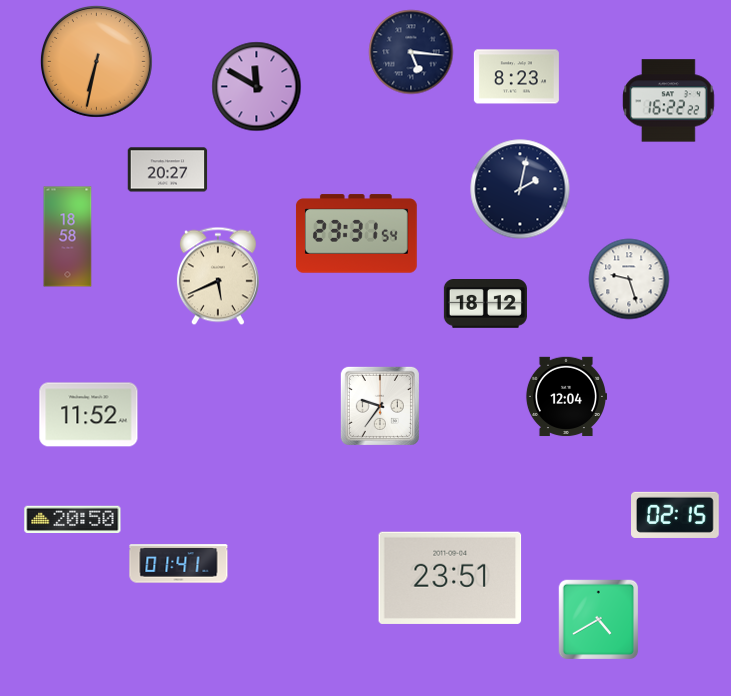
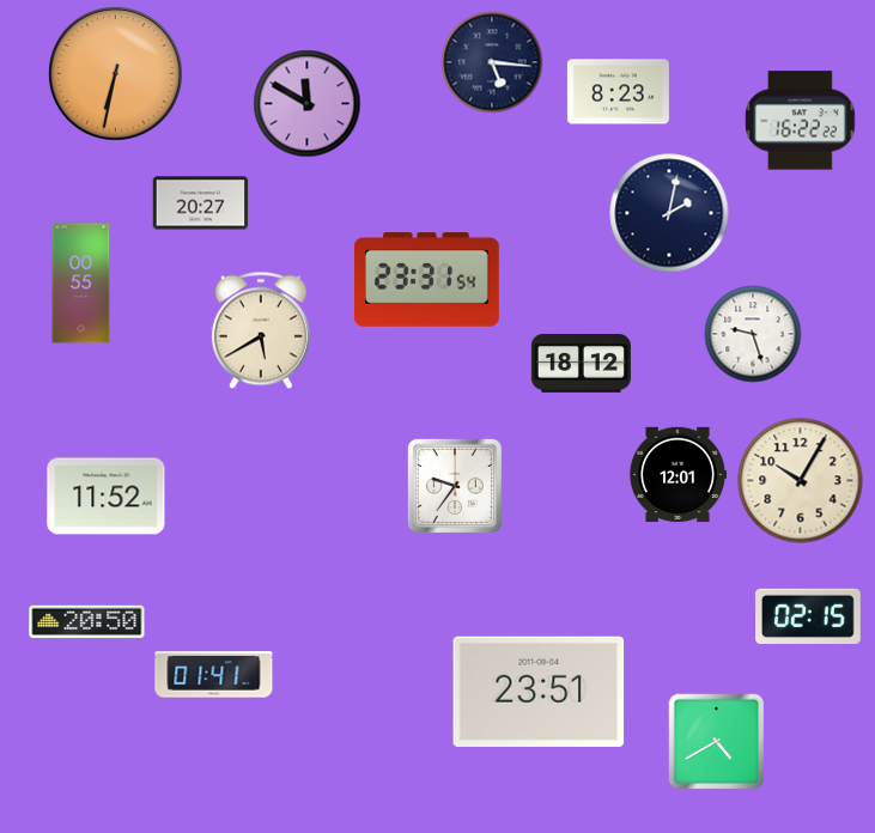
clock at (520, 189) position: (520, 189) -> (669, 213)
clock at (68, 237): 18:58 -> 00:55
clock at (218, 276): 5:41 -> 5:40
clock at (565, 397): 12:04 -> 12:01
clock at (801, 481): none -> 10:05
